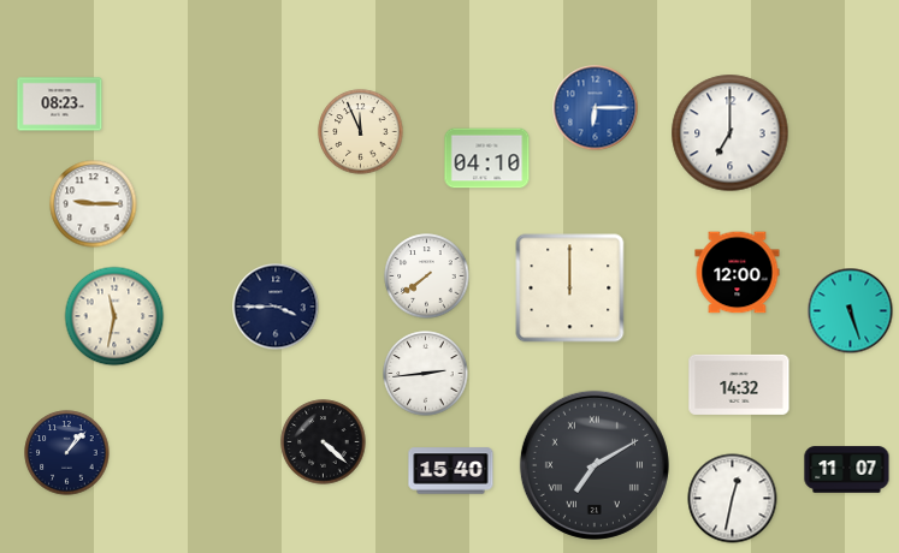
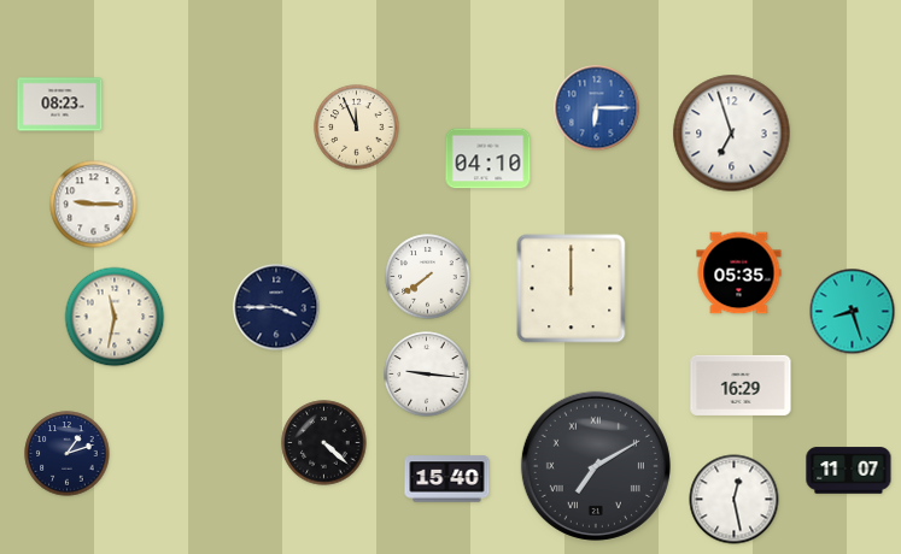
clock at (361, 132) position: (361, 132) -> (357, 128)
clock at (731, 133): 7:00 -> 6:57
clock at (738, 273): 12:00 -> 05:35
clock at (851, 311): 5:27 -> 8:27
clock at (426, 374): 2:44 -> 9:16
clock at (739, 385): 14:32 -> 16:29
clock at (67, 453): 1:07 -> 1:12
clock at (451, 471) position: (451, 471) -> (447, 479)
clock at (733, 499): 12:32 -> 12:28
